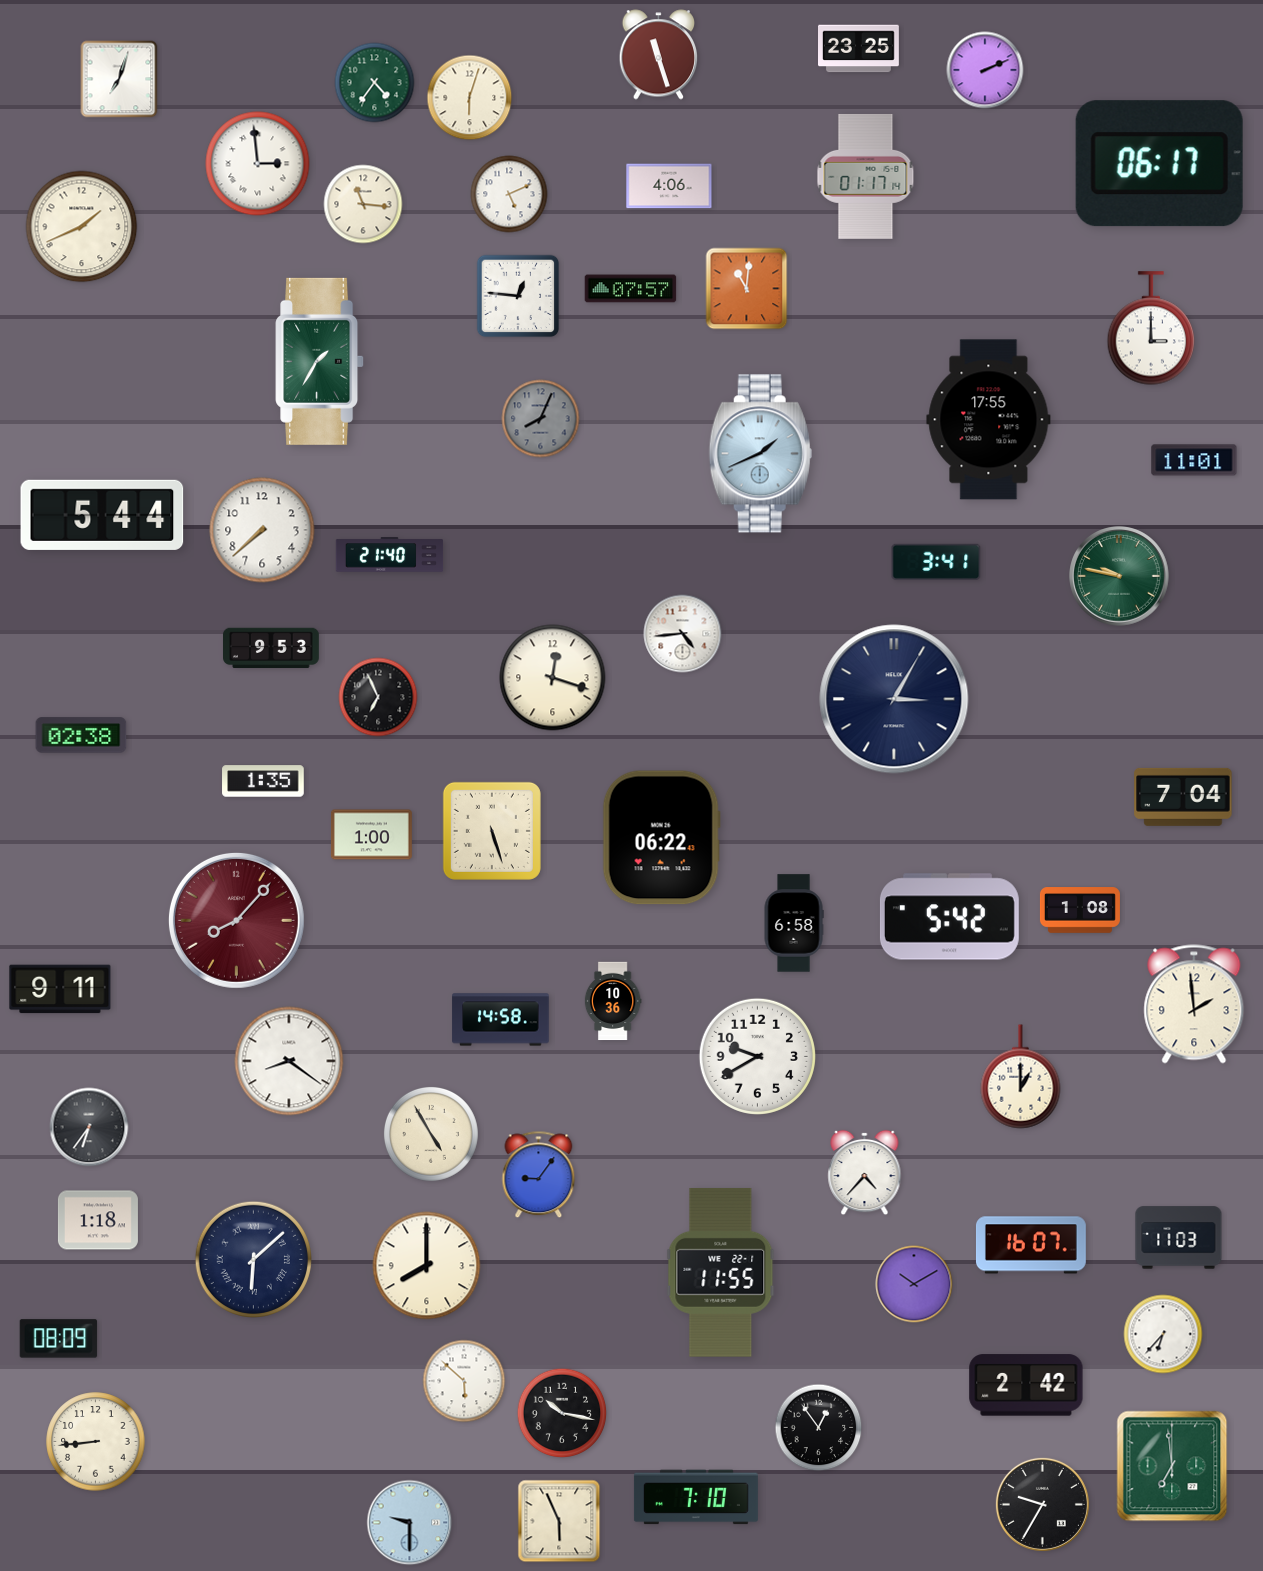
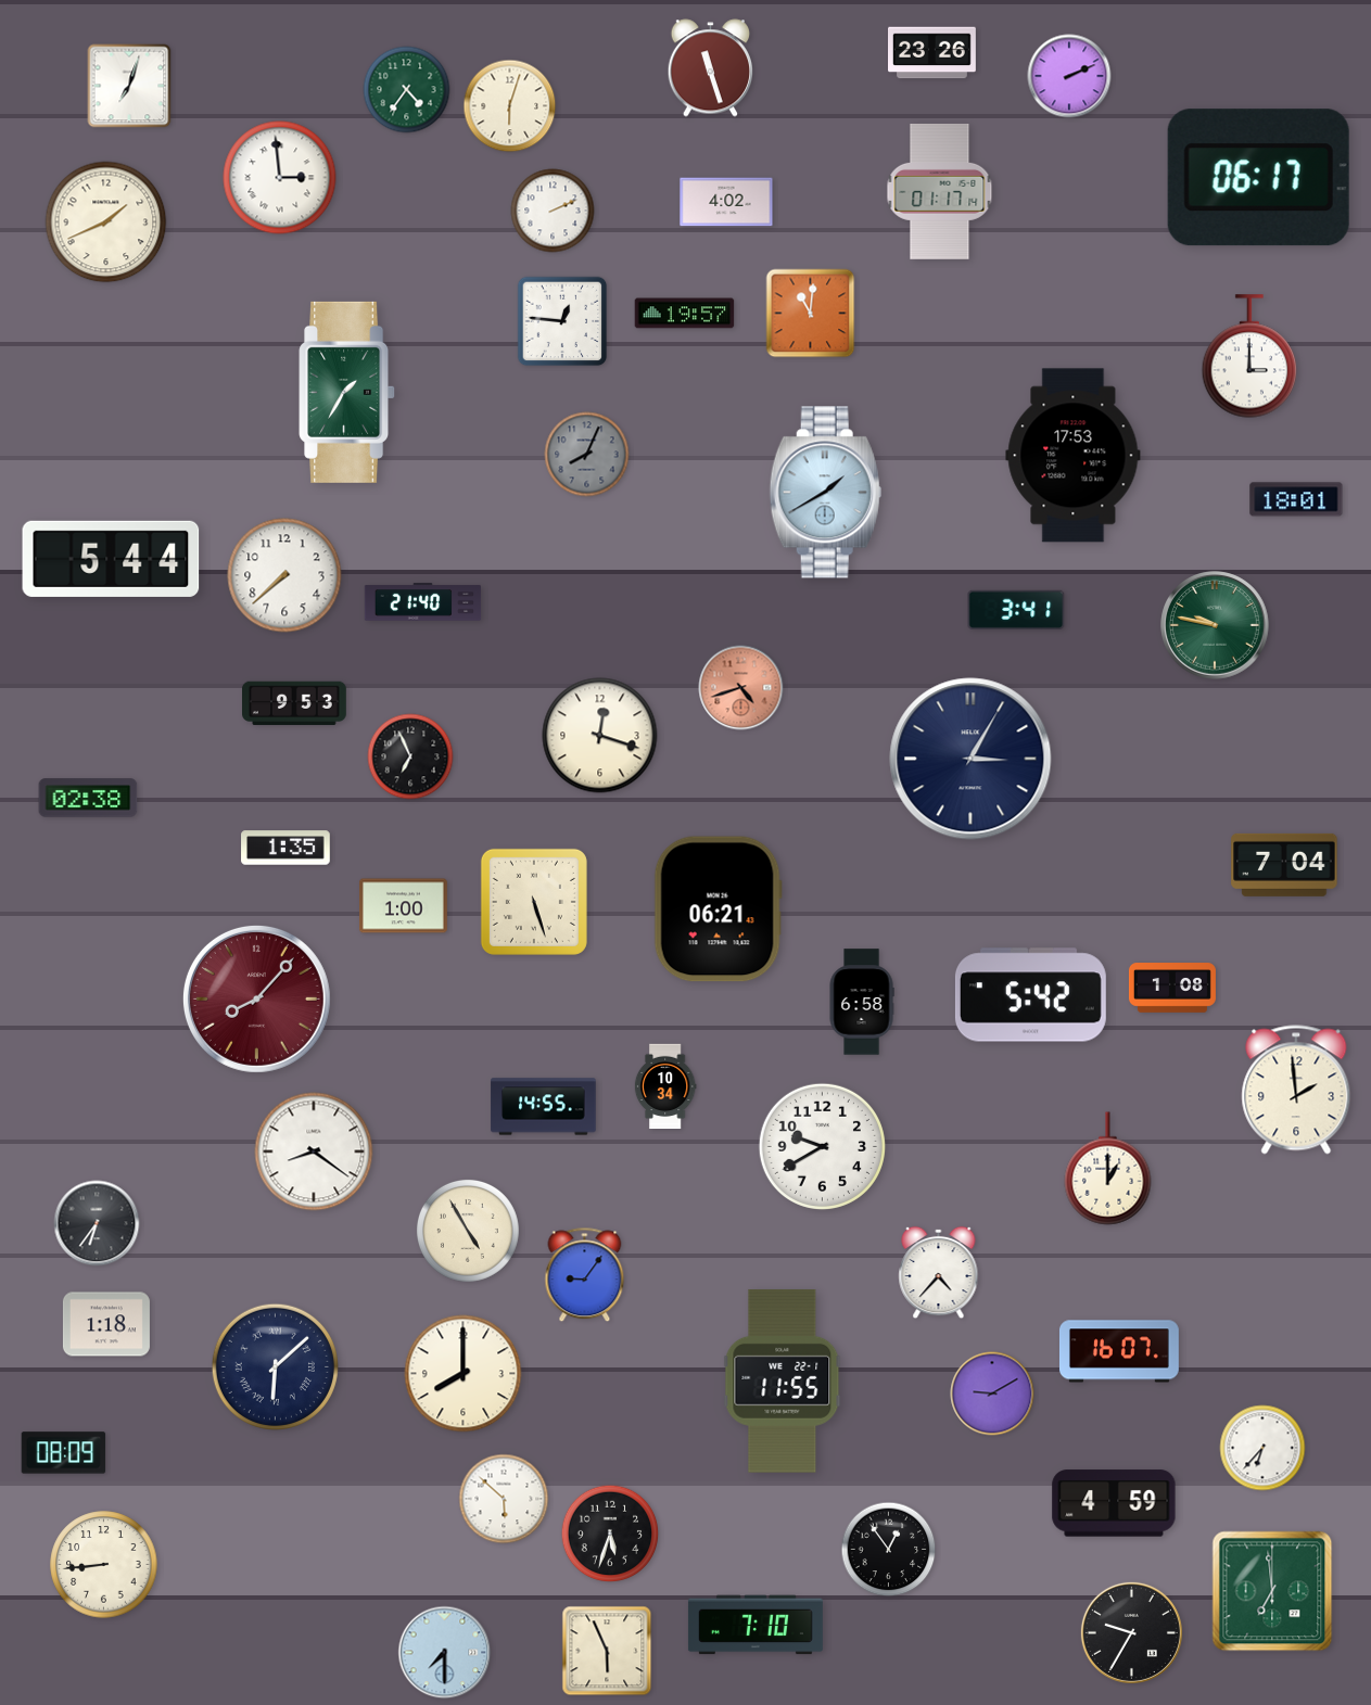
clock at (859, 49): 23:25 -> 23:26
clock at (659, 55) position: (659, 55) -> (711, 68)
clock at (669, 186): 4:06 -> 4:02
clock at (509, 194): 5:11 -> 2:11
clock at (363, 204): 11:16 -> none
clock at (82, 227) position: (82, 227) -> (106, 222)
clock at (631, 289): 07:57 -> 19:57
clock at (989, 420): 17:55 -> 17:53
clock at (760, 454): 1:41 -> 1:40
clock at (1194, 460): 11:01 -> 18:01
clock at (683, 634): 4:44 -> 4:42
clock at (683, 634) dial: white -> salmon
clock at (661, 838): 06:22 -> 06:21
clock at (60, 989): 9:11 -> none
clock at (613, 1001): 10:36 -> 10:34
clock at (501, 1020): 14:58 -> 14:55
clock at (1179, 1238): 11:03 -> none
clock at (914, 1284): 10:10 -> 9:10
clock at (1026, 1385): 2:42 -> 4:59
clock at (562, 1413): 10:17 -> 5:33
clock at (410, 1523): 9:30 -> 7:30
